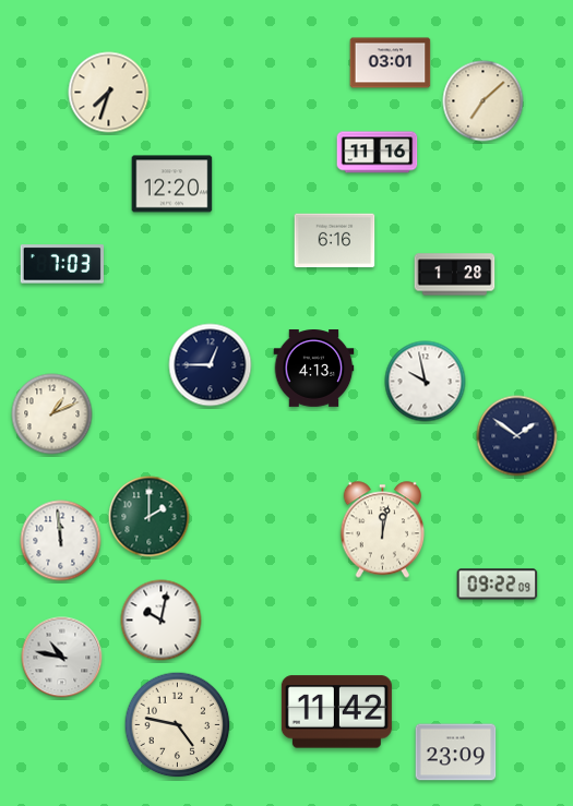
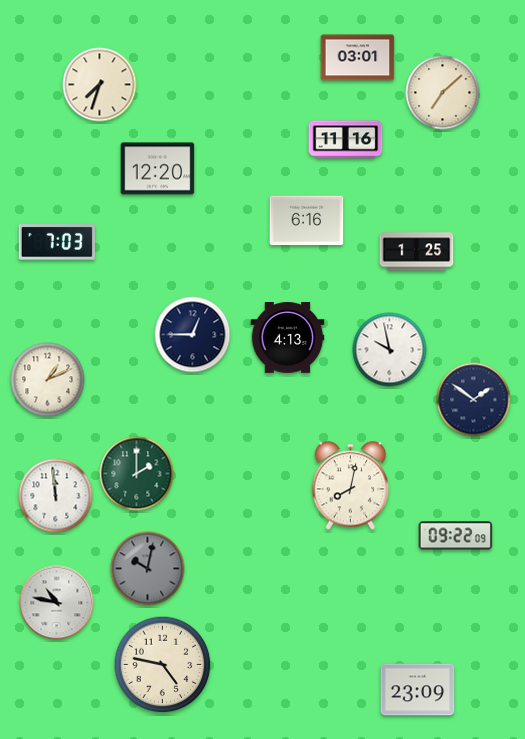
clock at (455, 275): 1:28 -> 1:25
clock at (383, 530): 12:02 -> 8:02
clock at (162, 621) dial: white -> grey
clock at (336, 712): 11:42 -> none
